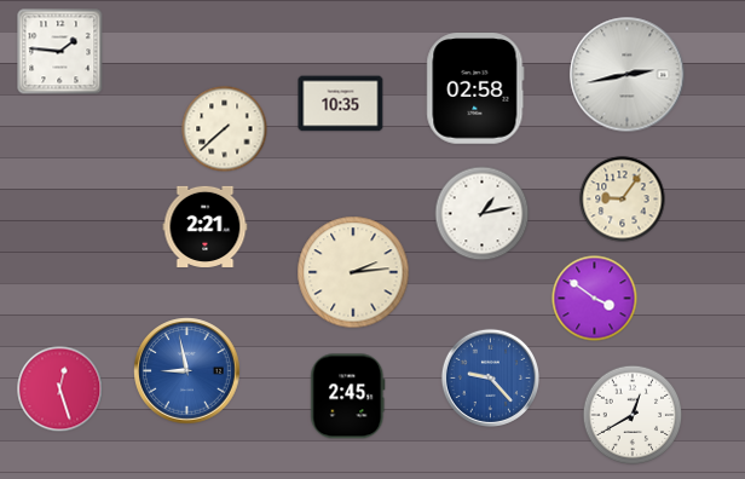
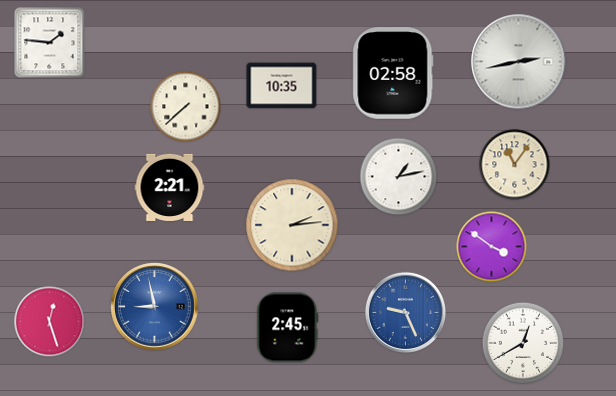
clock at (623, 200): 9:06 -> 11:06
clock at (490, 377): 9:23 -> 9:26
